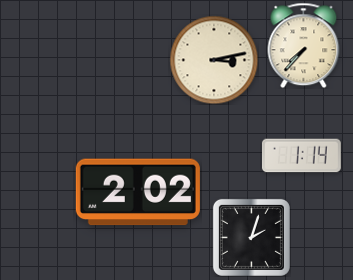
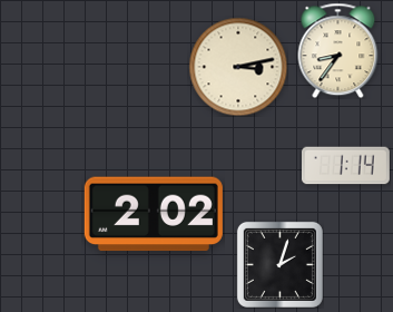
clock at (304, 45): 7:37 -> 8:36
clock at (301, 156) position: (301, 156) -> (345, 166)
